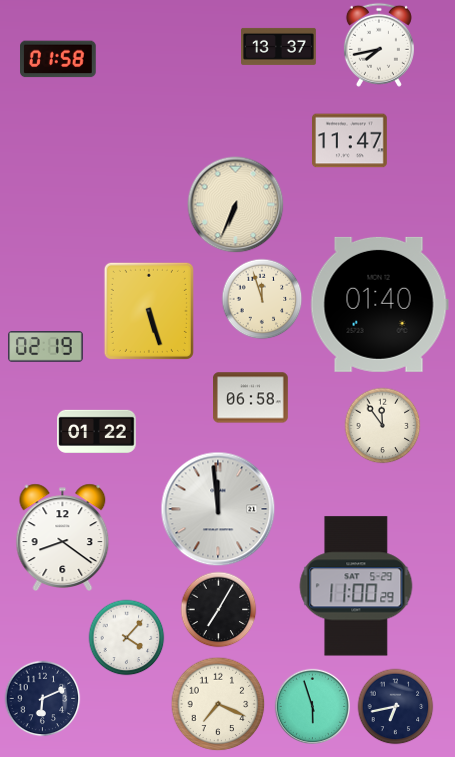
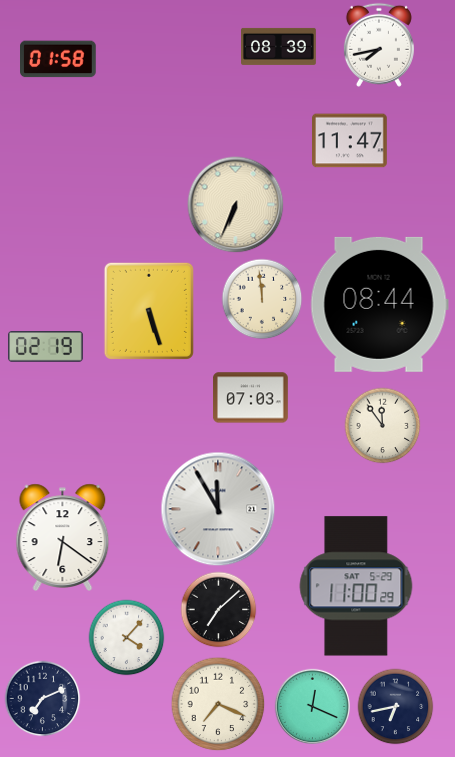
clock at (279, 46): 13:37 -> 08:39
clock at (262, 299): 11:57 -> 11:59
clock at (379, 304): 01:40 -> 08:44
clock at (251, 398): 06:58 -> 07:03
clock at (97, 431): 01:22 -> none
clock at (218, 509): 11:59 -> 11:55
clock at (63, 537): 8:21 -> 6:21
clock at (219, 610): 7:05 -> 7:08
clock at (43, 699): 6:11 -> 7:11
clock at (312, 706): 5:57 -> 12:19
